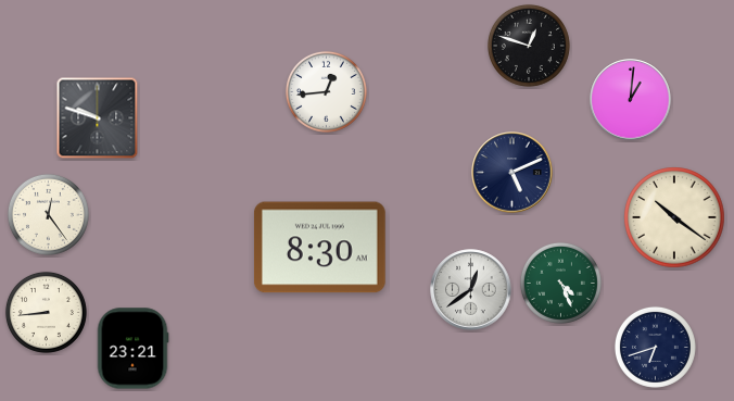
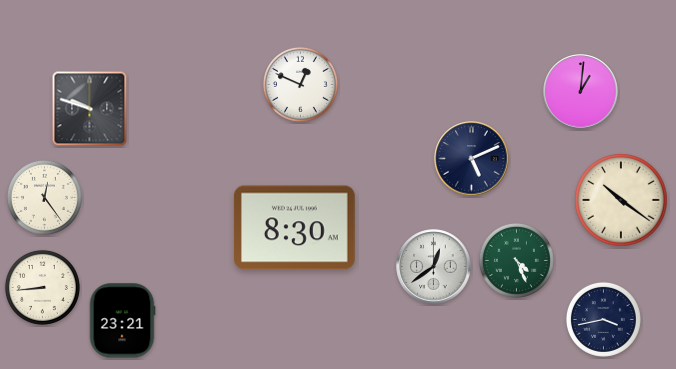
clock at (529, 46): 12:48 -> none
clock at (326, 91): 12:44 -> 12:49
clock at (655, 347): 6:42 -> 3:43
